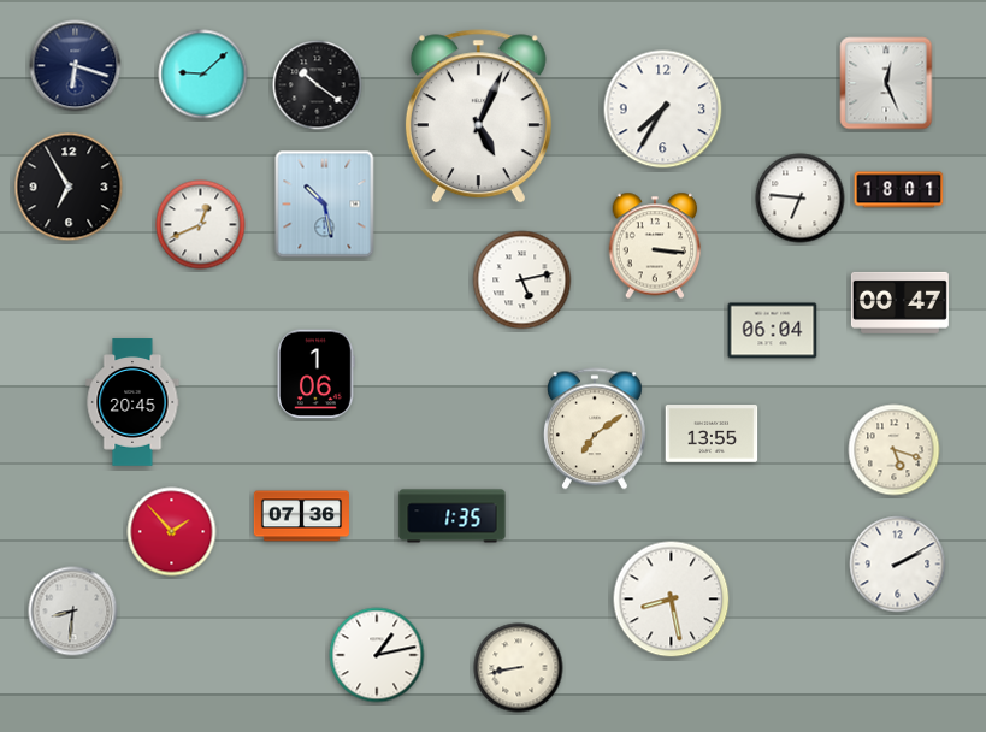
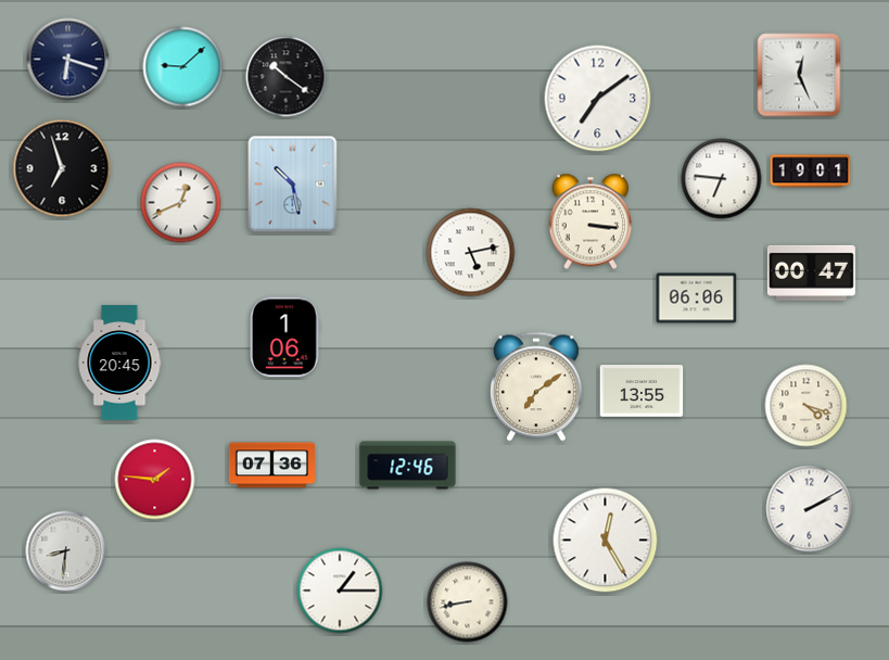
clock at (663, 110): 7:35 -> 7:09
clock at (478, 117): 5:04 -> none
clock at (69, 187): 6:55 -> 6:57
clock at (899, 190): 18:01 -> 19:01
clock at (773, 331): 06:04 -> 06:06
clock at (895, 450): 5:18 -> 4:18
clock at (453, 516): 1:35 -> 12:46
clock at (172, 532): 1:53 -> 1:46
clock at (672, 600): 8:28 -> 12:25
clock at (377, 655): 1:13 -> 1:15
